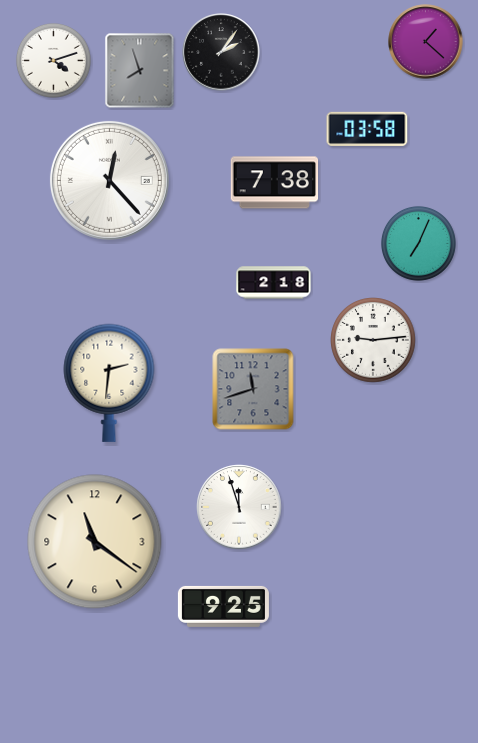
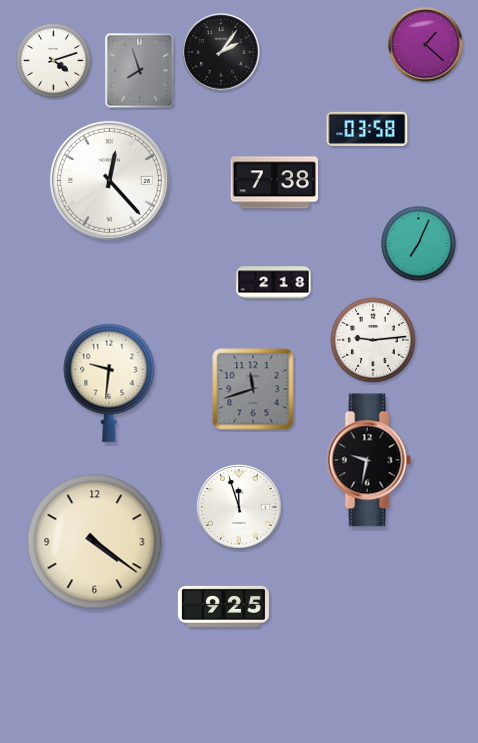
clock at (426, 42) position: (426, 42) -> (426, 45)
clock at (109, 383): 2:31 -> 9:31
clock at (369, 460): none -> 9:32
clock at (95, 542): 11:21 -> 4:21
